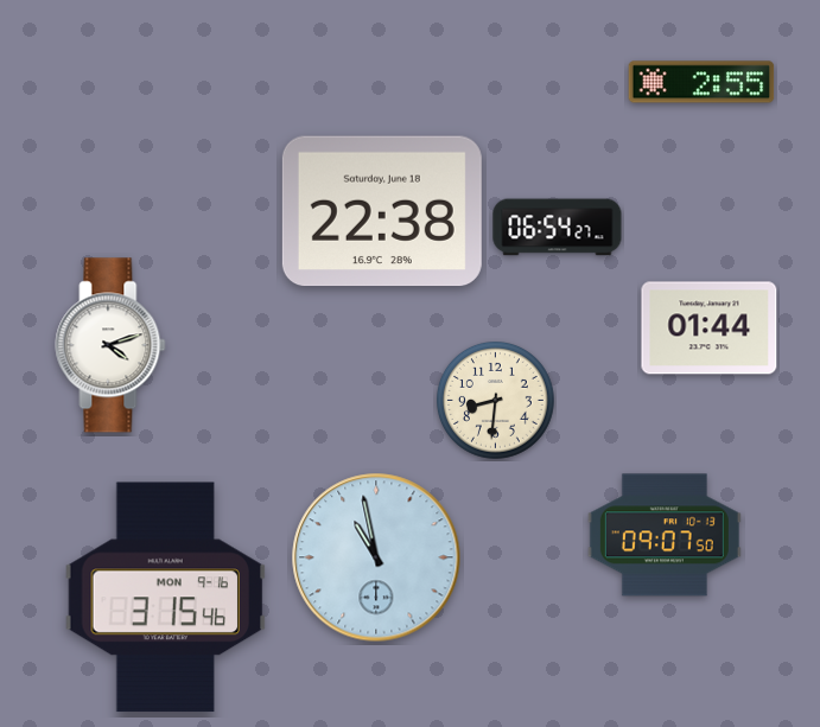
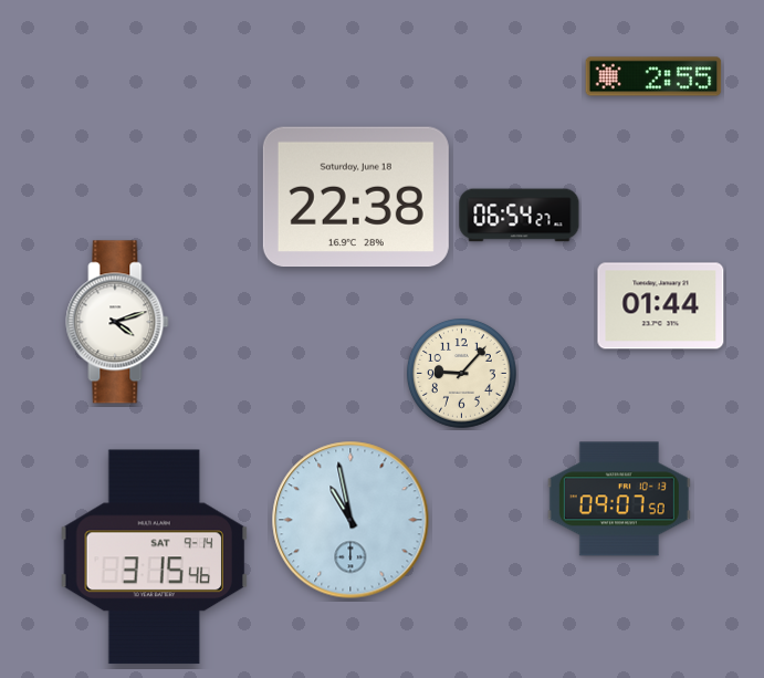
clock at (558, 228) position: (558, 228) -> (520, 216)
clock at (110, 345) position: (110, 345) -> (117, 322)
clock at (496, 401): 8:31 -> 9:07
clock at (166, 598) date: MON 9-16 -> SAT 9-14
